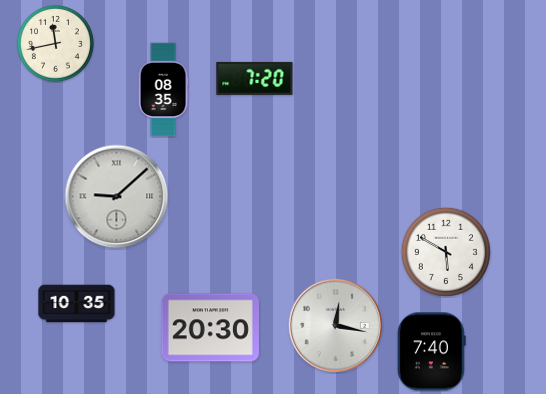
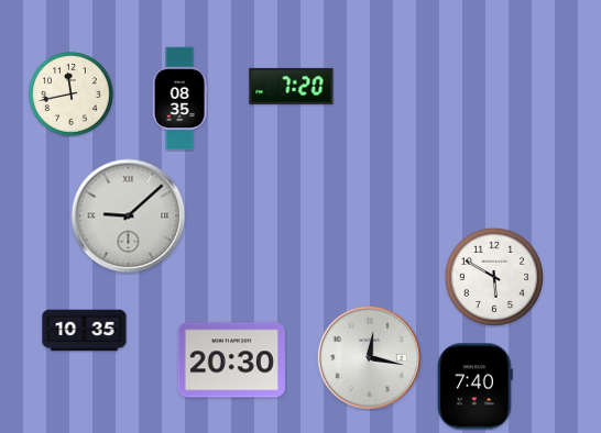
clock at (55, 43) position: (55, 43) -> (70, 93)
clock at (255, 78) position: (255, 78) -> (292, 86)
clock at (446, 252) position: (446, 252) -> (494, 277)
clock at (77, 304) position: (77, 304) -> (85, 331)
